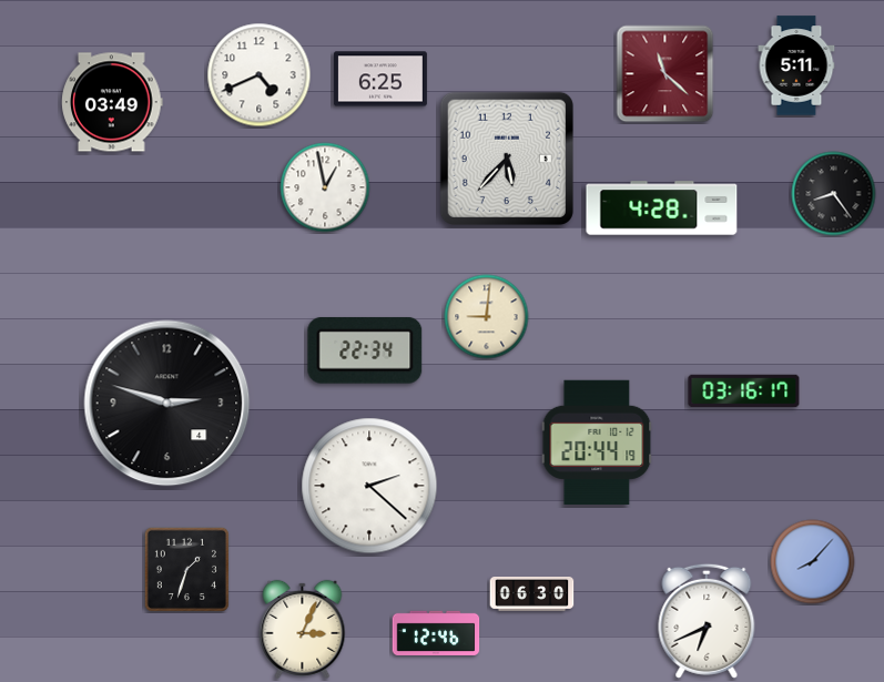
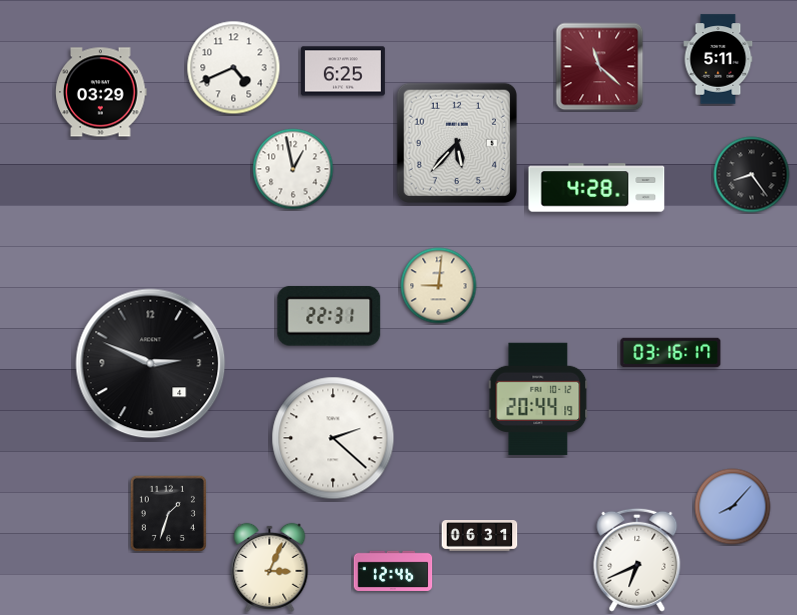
clock at (112, 102): 03:49 -> 03:29
clock at (365, 350): 22:34 -> 22:31
clock at (167, 404): 2:48 -> 2:49
clock at (532, 594): 06:30 -> 06:31
clock at (303, 629) position: (303, 629) -> (270, 567)
